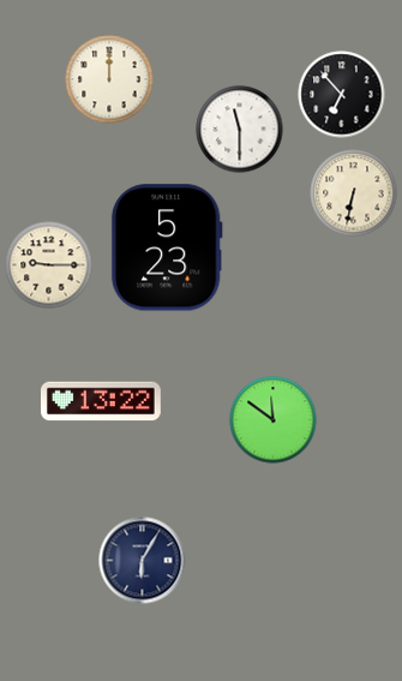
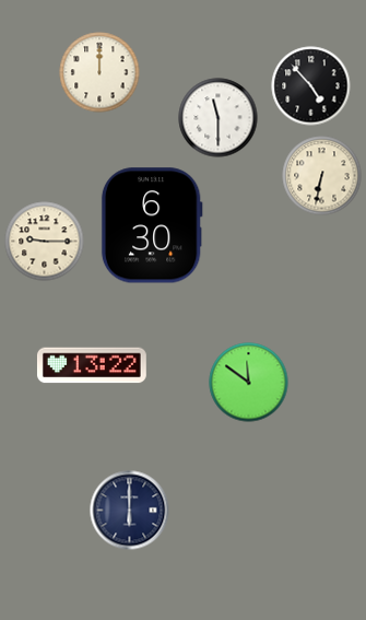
clock at (342, 95): 6:53 -> 4:53
clock at (167, 247): 5:23 -> 6:30
clock at (143, 561): 6:05 -> 6:00
